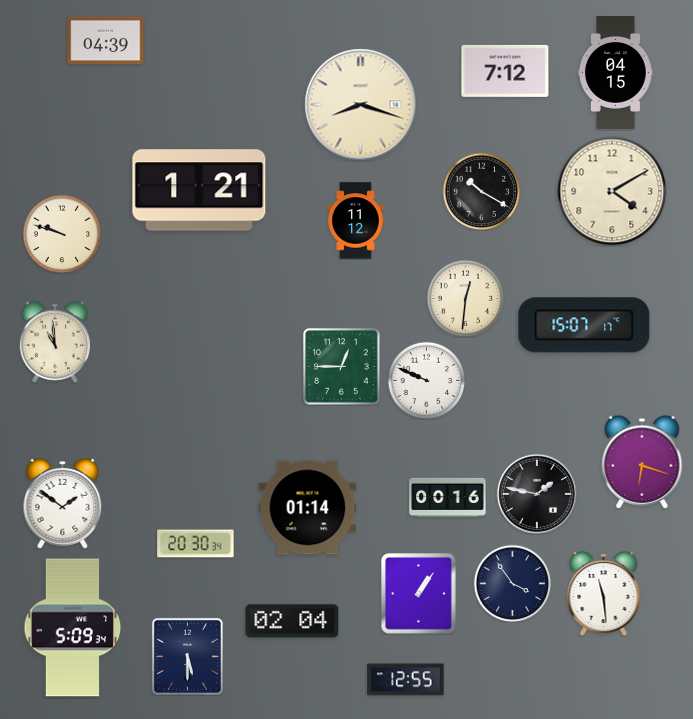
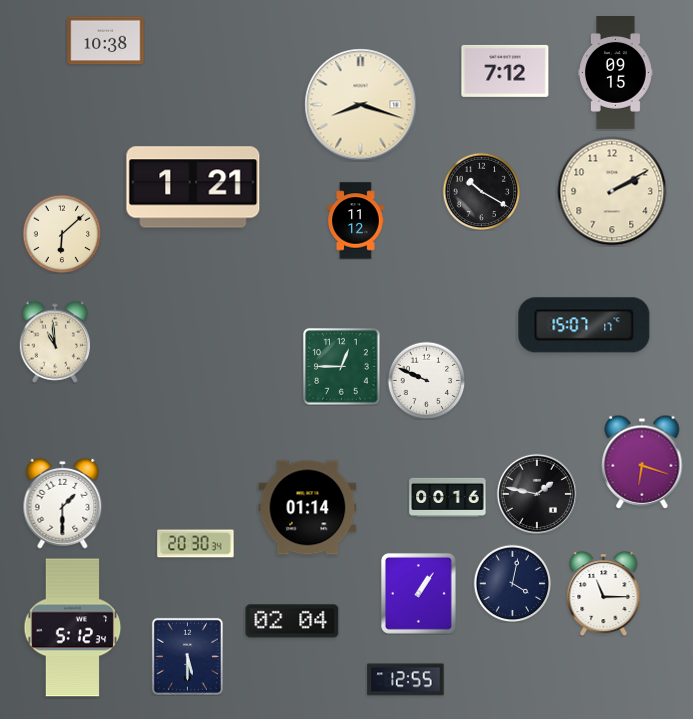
clock at (106, 41): 04:39 -> 10:38
clock at (616, 73): 04:15 -> 09:15
clock at (199, 190) position: (199, 190) -> (193, 187)
clock at (612, 191): 4:10 -> 2:10
clock at (62, 234): 9:48 -> 6:08
clock at (465, 298): 12:31 -> none
clock at (63, 503): 1:51 -> 1:30
clock at (512, 583): 3:54 -> 4:02
clock at (604, 593): 11:29 -> 11:15
clock at (73, 628): 5:09 -> 5:12
